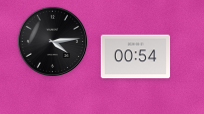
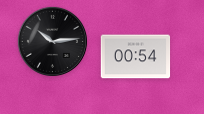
clock at (52, 41): 4:14 -> 10:14
